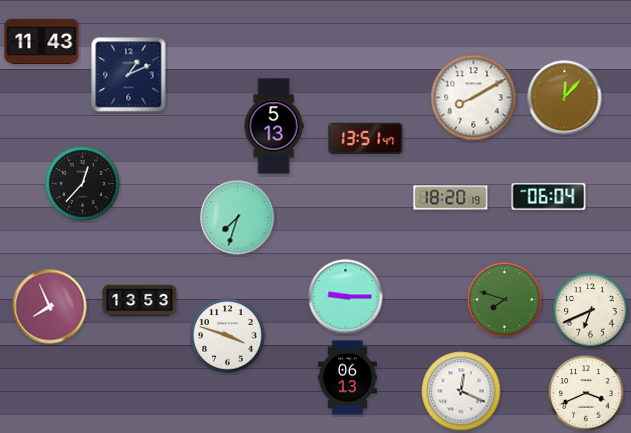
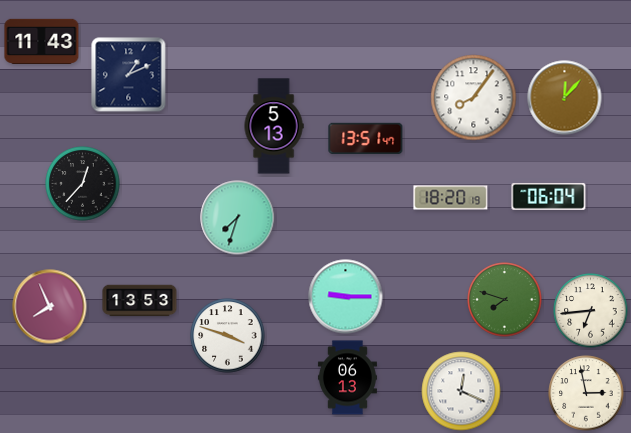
clock at (474, 98): 8:10 -> 8:06
clock at (591, 311): 6:41 -> 6:44
clock at (586, 393): 3:41 -> 2:58
